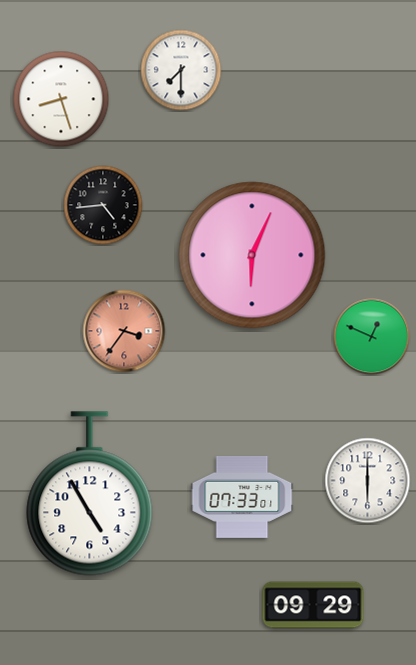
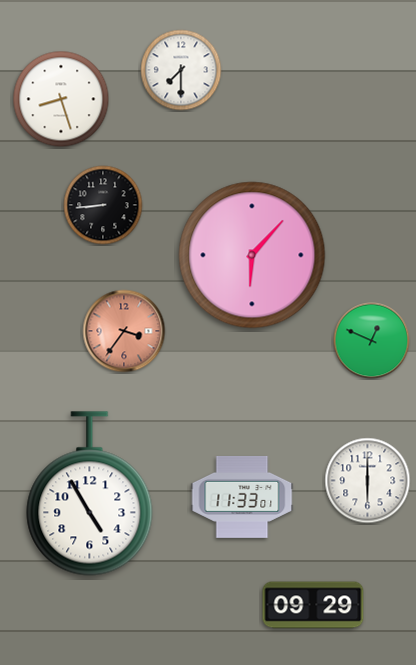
clock at (103, 205): 4:44 -> 8:44
clock at (252, 255): 6:04 -> 6:07
clock at (372, 337) position: (372, 337) -> (372, 341)
clock at (242, 497): 07:33 -> 11:33
